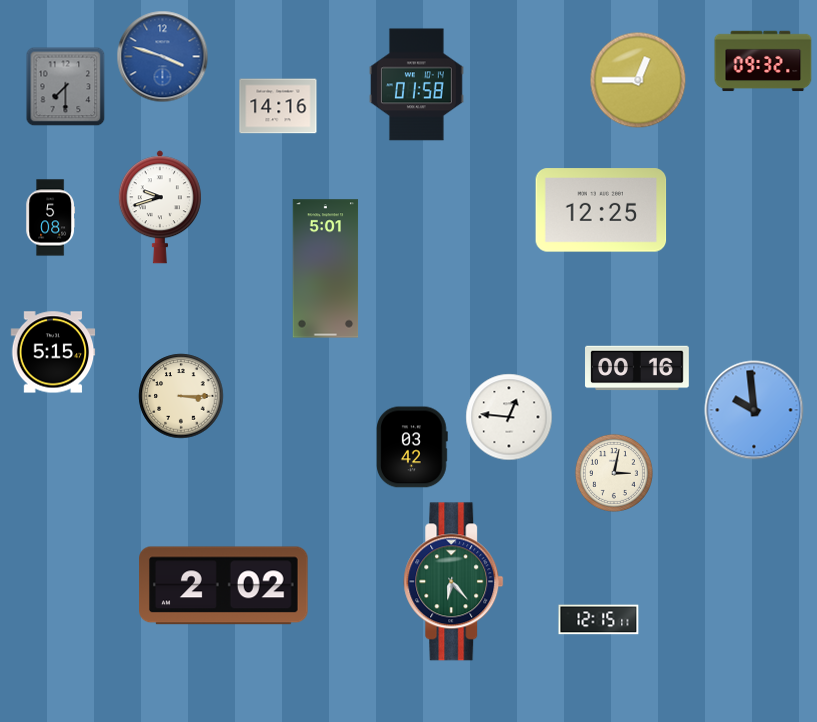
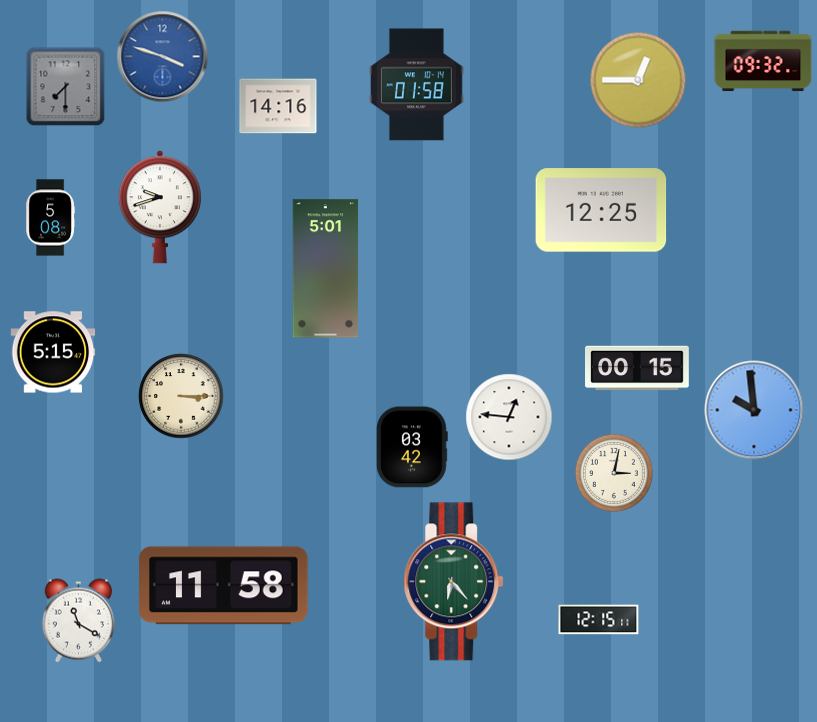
clock at (638, 368): 00:16 -> 00:15
clock at (224, 586): 2:02 -> 11:58
clock at (78, 621): none -> 11:20
